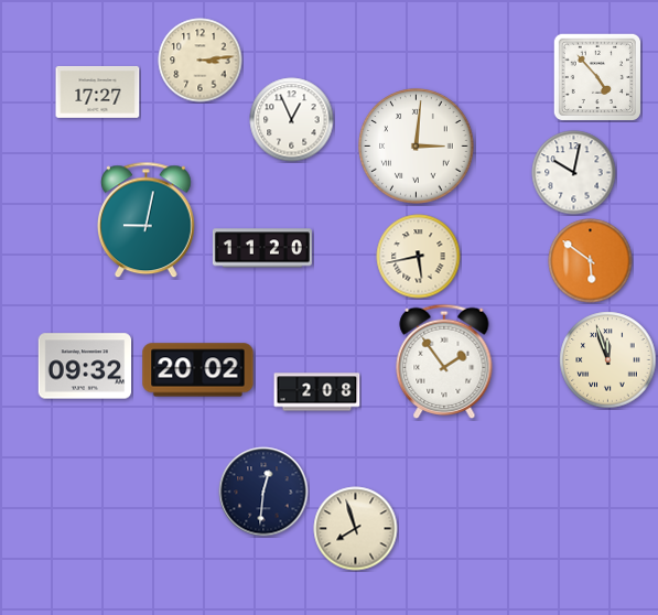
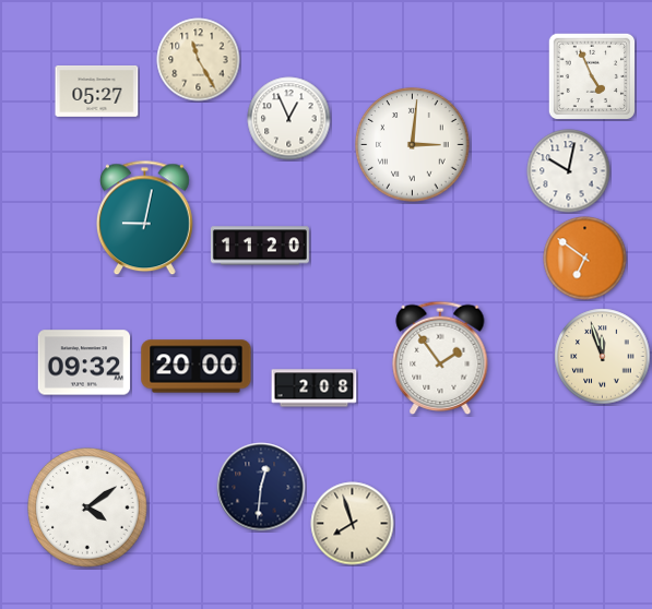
clock at (201, 61): 3:14 -> 11:25
clock at (596, 76): 4:53 -> 4:56
clock at (98, 91): 17:27 -> 05:27
clock at (419, 257): 5:43 -> none
clock at (591, 261): 5:51 -> 6:51
clock at (198, 370): 20:02 -> 20:00
clock at (87, 507): none -> 4:09
